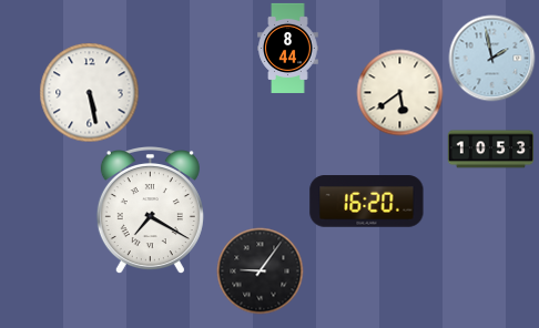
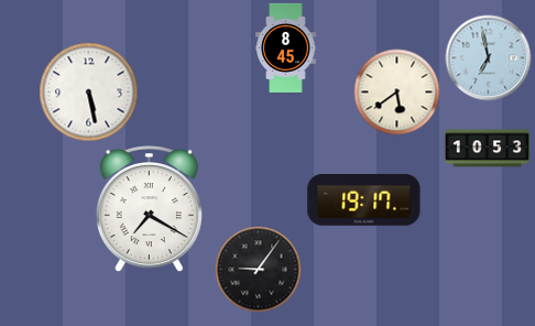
clock at (288, 48): 8:44 -> 8:45
clock at (491, 58): 1:58 -> 6:58
clock at (367, 202): 16:20 -> 19:17
